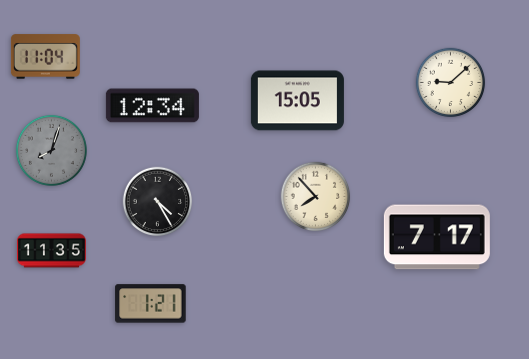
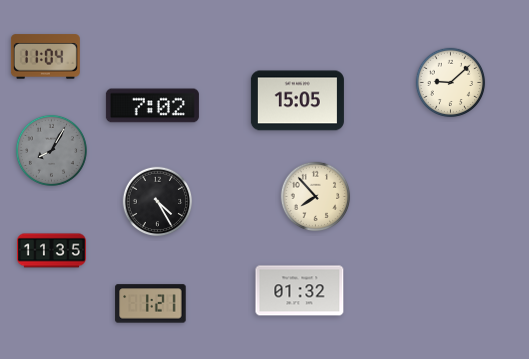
clock at (152, 106): 12:34 -> 7:02
clock at (51, 150): 8:03 -> 8:05
clock at (437, 237): 7:17 -> none
clock at (300, 291): none -> 01:32
